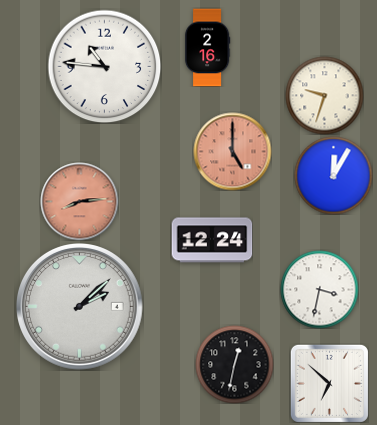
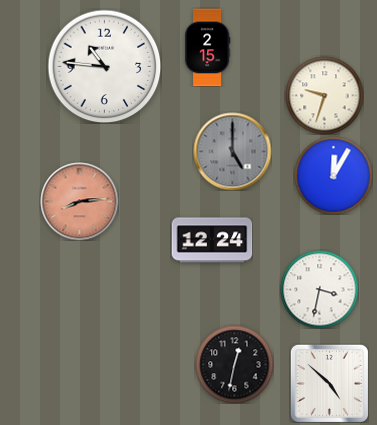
clock at (207, 47): 2:16 -> 2:15
clock at (232, 151) dial: salmon -> grey
clock at (80, 307): 2:08 -> none
clock at (329, 383): 6:52 -> 4:52
